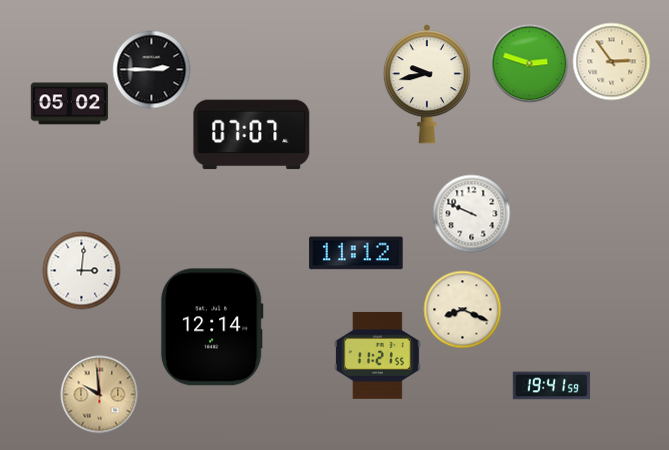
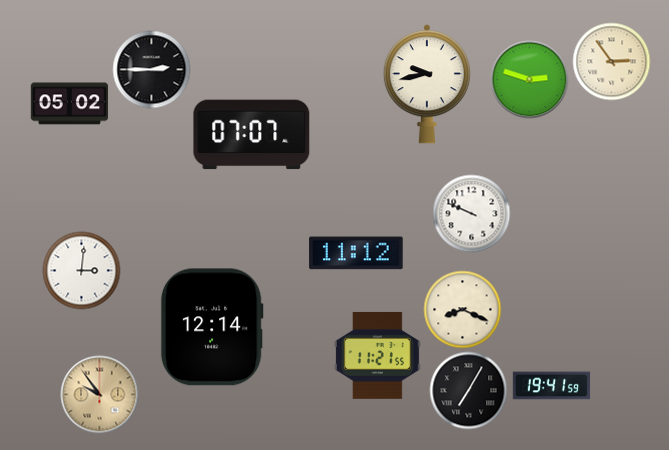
clock at (529, 63) position: (529, 63) -> (529, 79)
clock at (468, 390): none -> 7:05
clock at (99, 394): 9:59 -> 9:54
